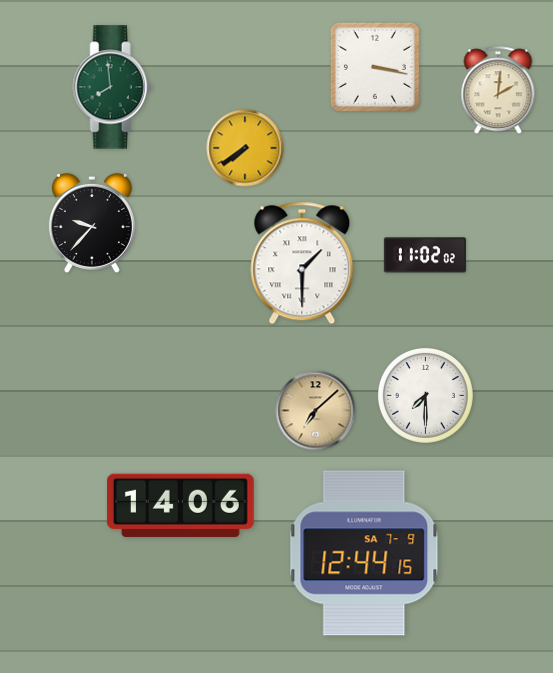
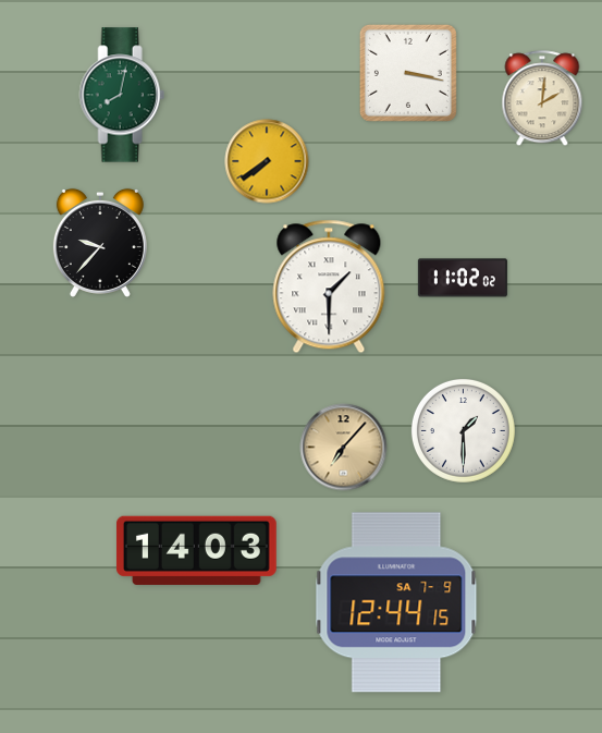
clock at (112, 87): 7:59 -> 8:02
clock at (425, 395): 7:30 -> 1:30
clock at (316, 411): 7:08 -> 7:07
clock at (180, 505): 14:06 -> 14:03
